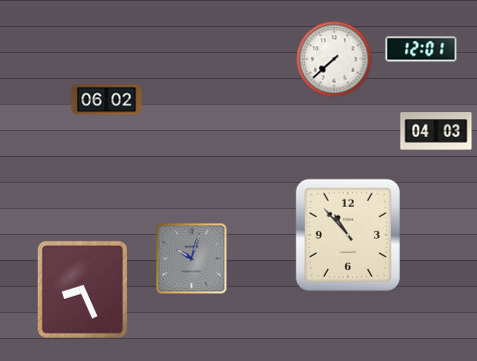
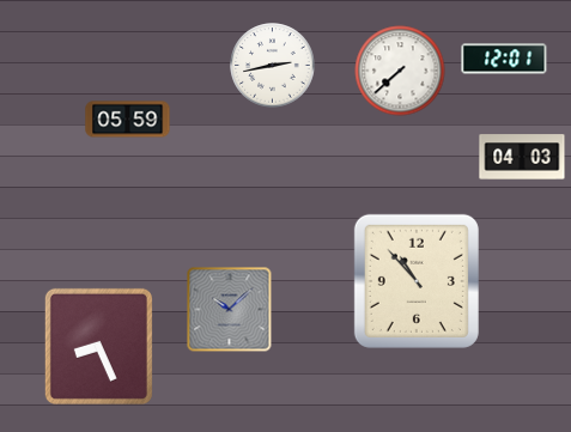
clock at (273, 66): none -> 2:43
clock at (107, 100): 06:02 -> 05:59
clock at (192, 259): 10:03 -> 10:08
